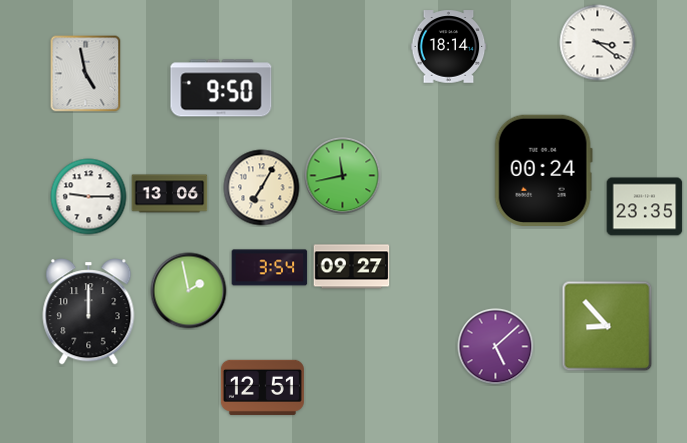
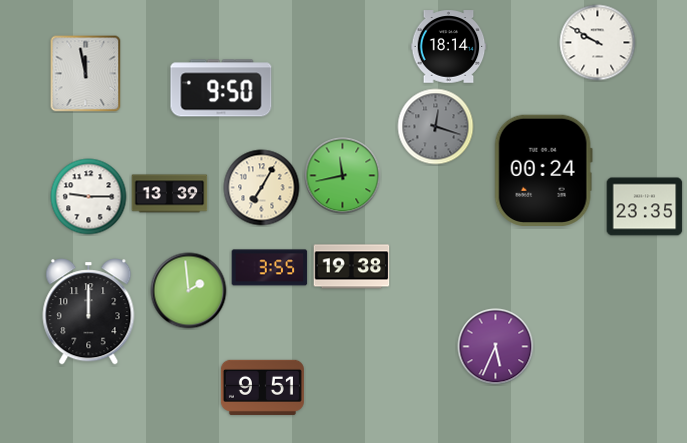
clock at (598, 43): 3:21 -> 9:50
clock at (86, 74): 4:58 -> 11:58
clock at (436, 127): none -> 12:18
clock at (170, 194): 13:06 -> 13:39
clock at (352, 267): 09:27 -> 19:38
clock at (270, 268): 3:54 -> 3:55
clock at (189, 291): 1:58 -> 1:59
clock at (607, 326): 8:53 -> none
clock at (496, 347): 5:08 -> 5:34
clock at (262, 387): 12:51 -> 9:51
